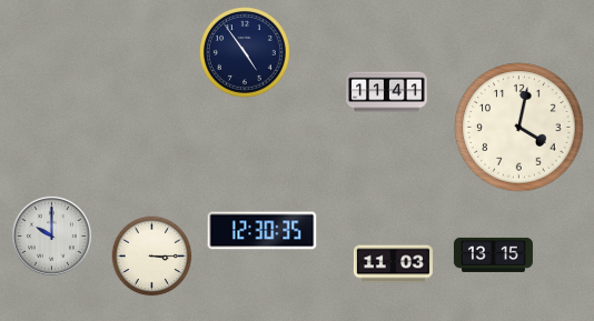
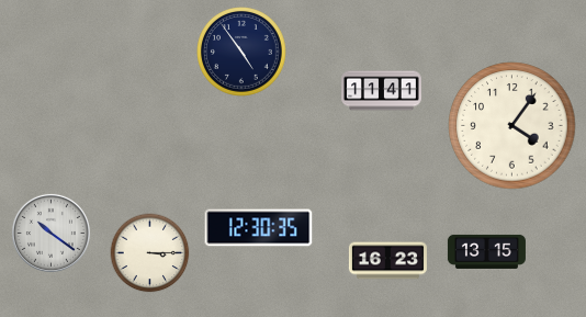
clock at (519, 128): 4:02 -> 4:06
clock at (51, 235): 10:00 -> 10:21
clock at (393, 264): 11:03 -> 16:23
